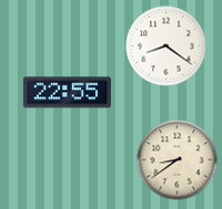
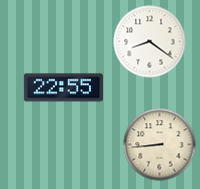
clock at (67, 93) position: (67, 93) -> (63, 88)
clock at (178, 160): 8:39 -> 8:44
